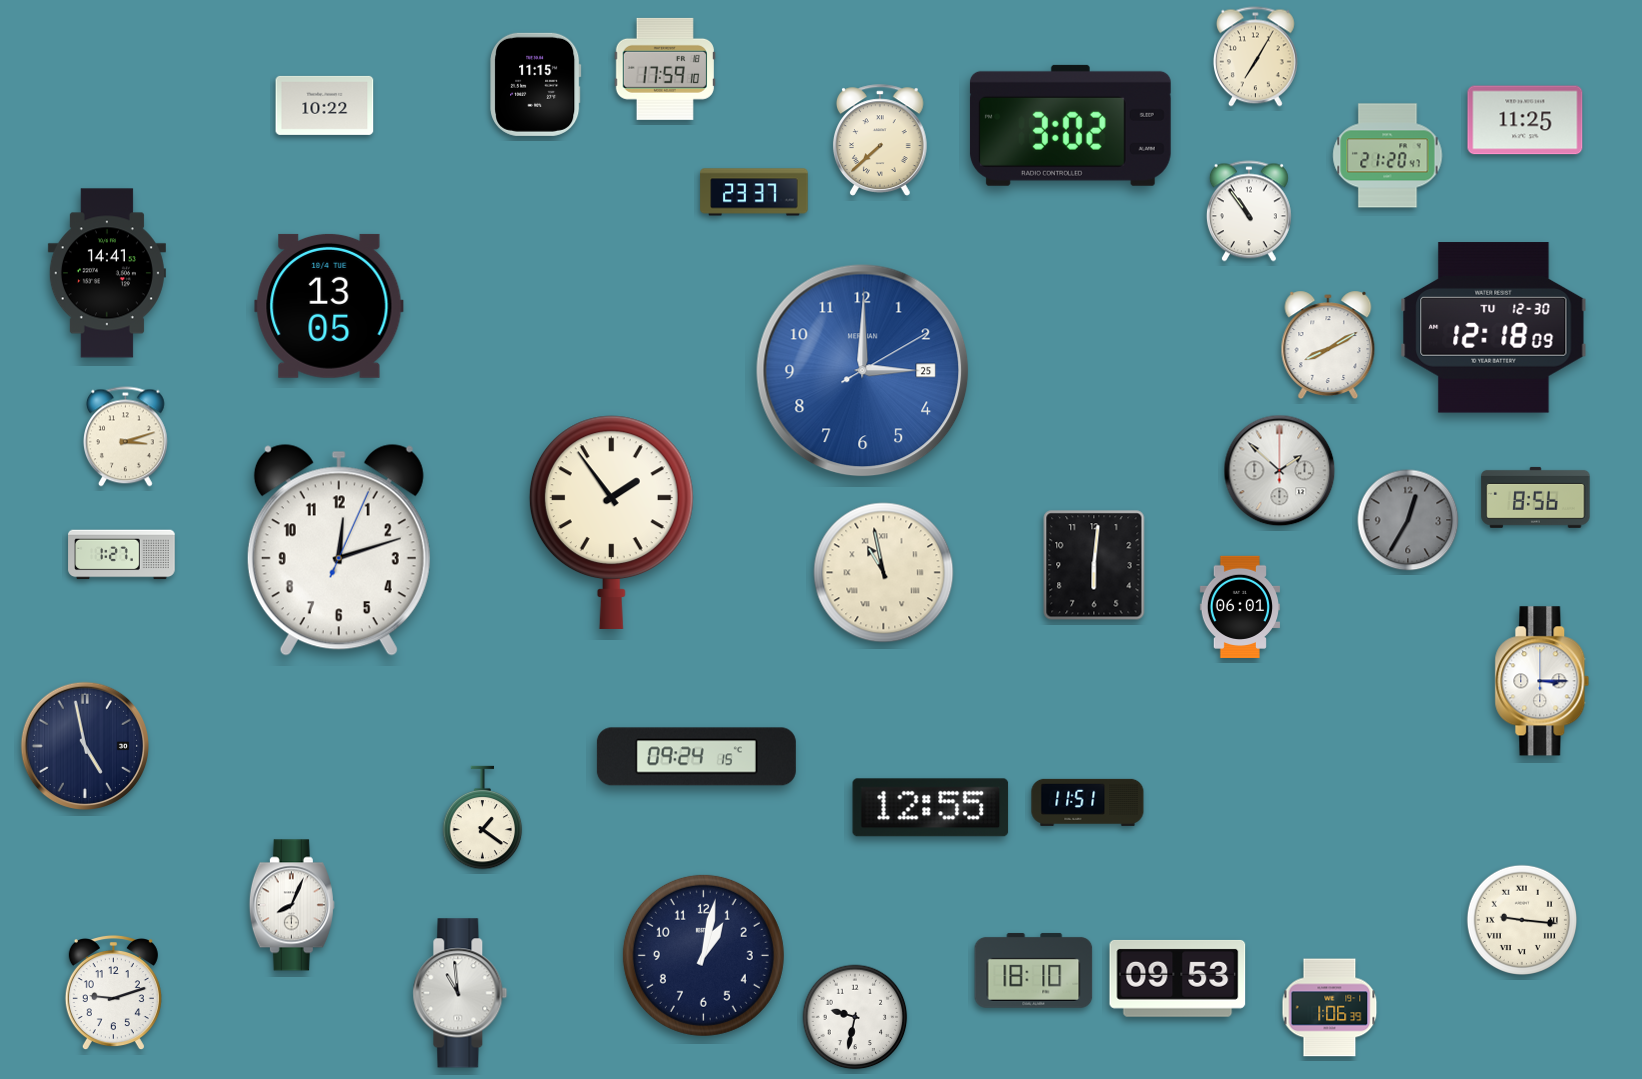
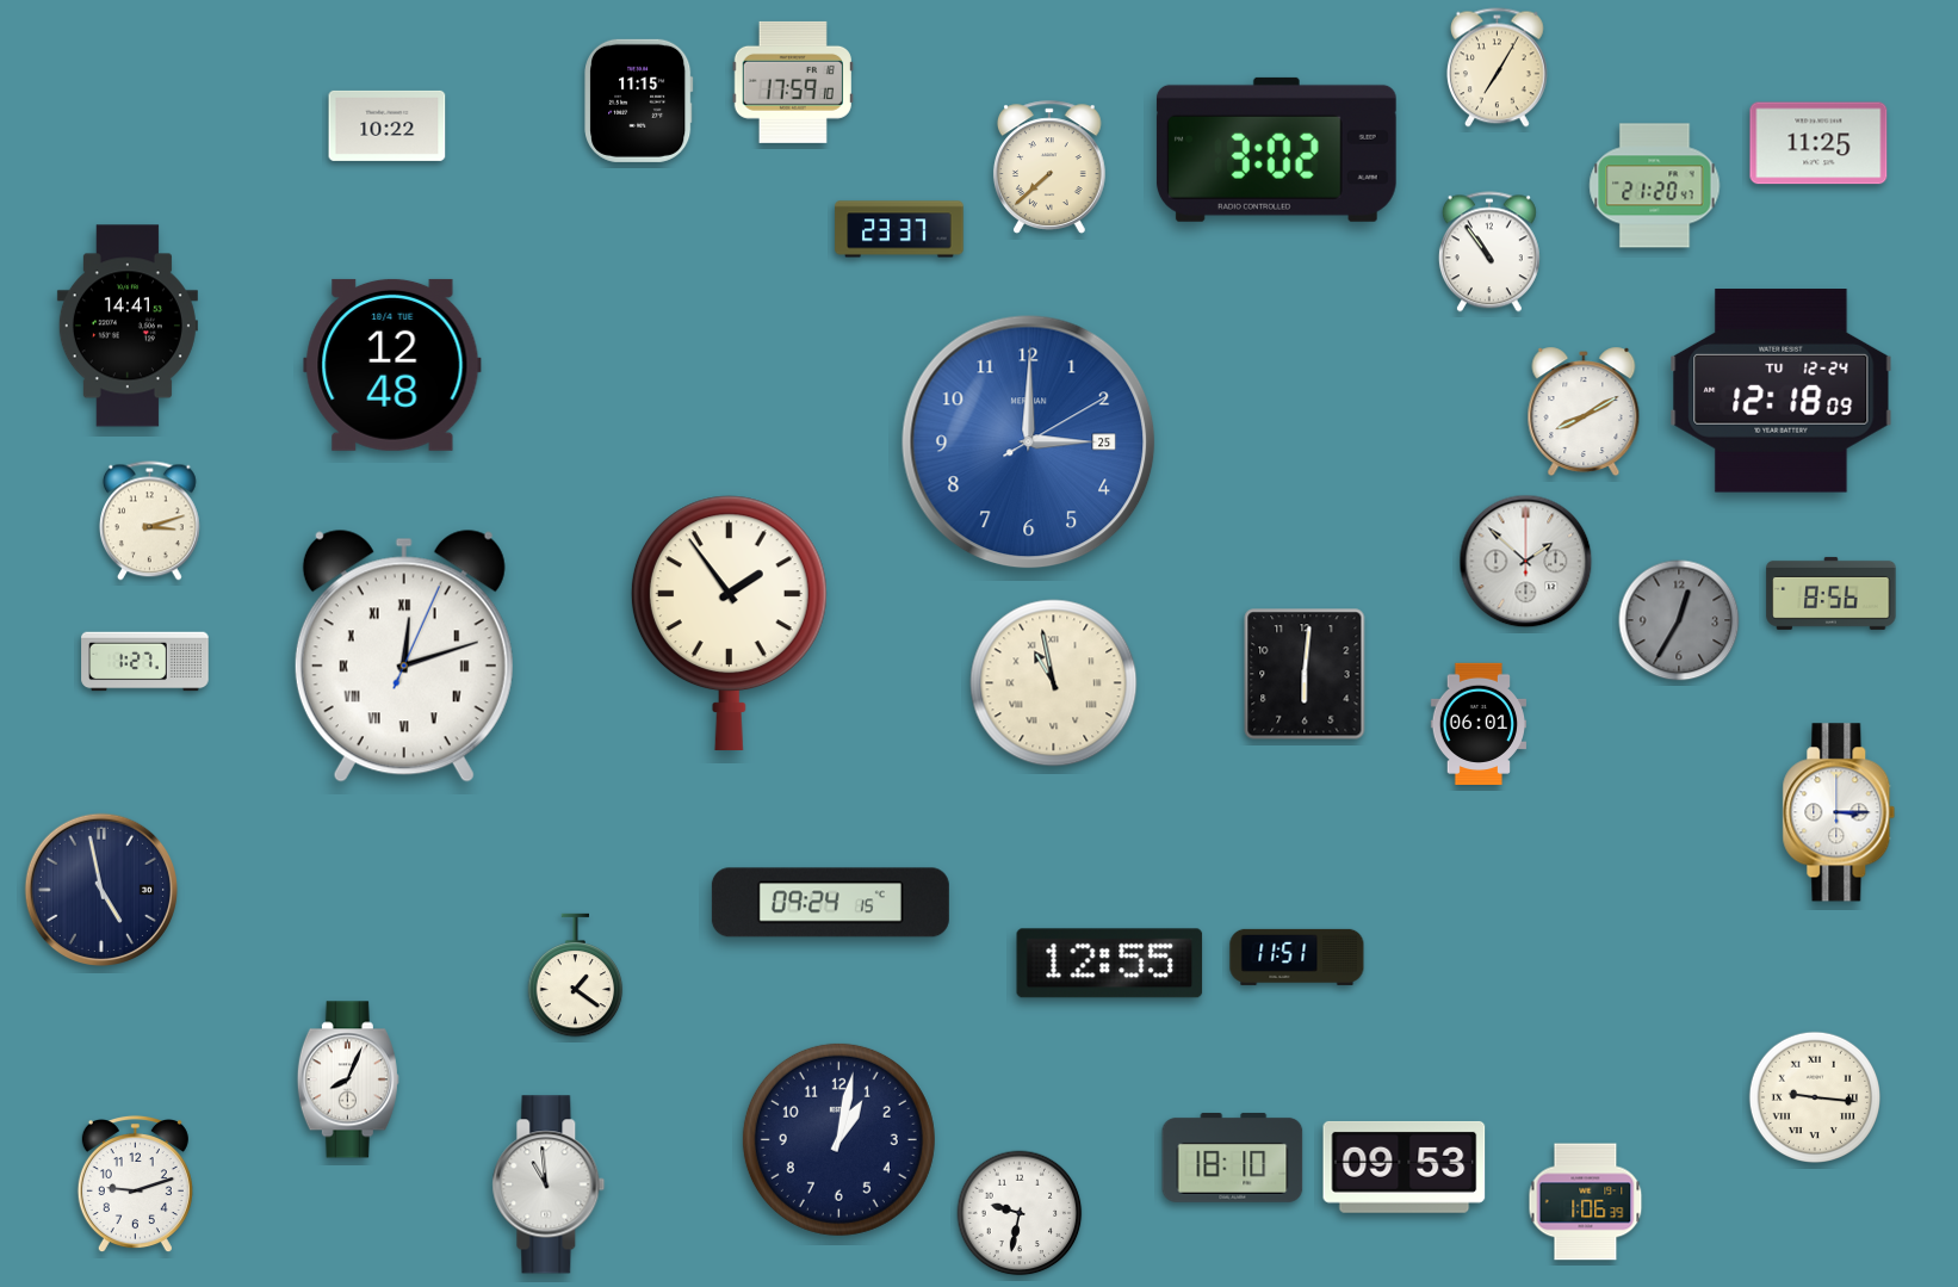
clock at (329, 306): 13:05 -> 12:48
clock at (1494, 328) date: TU 12-30 -> TU 12-24
clock at (339, 550) numerals: Arabic -> Roman
